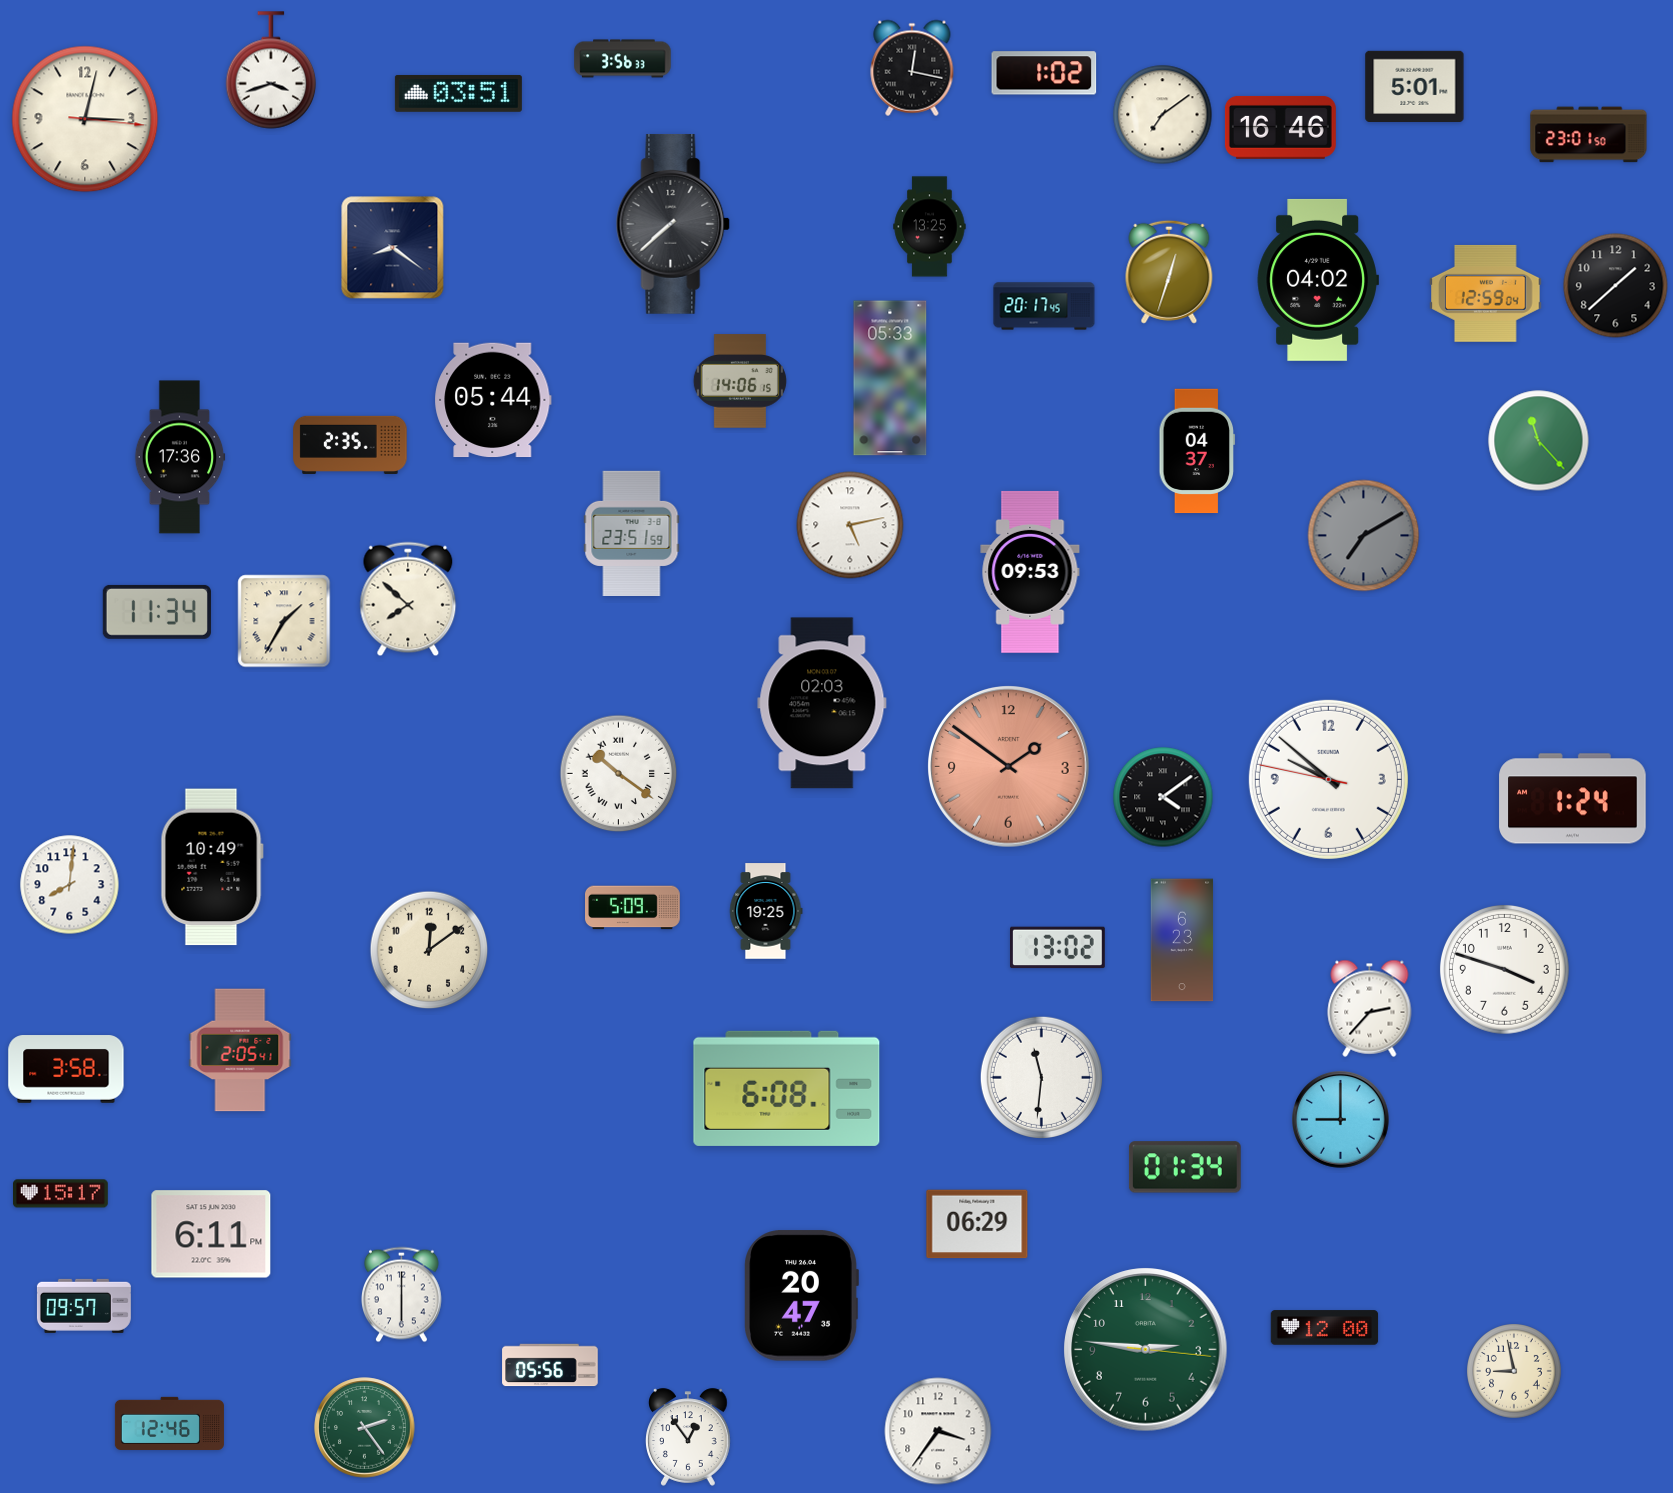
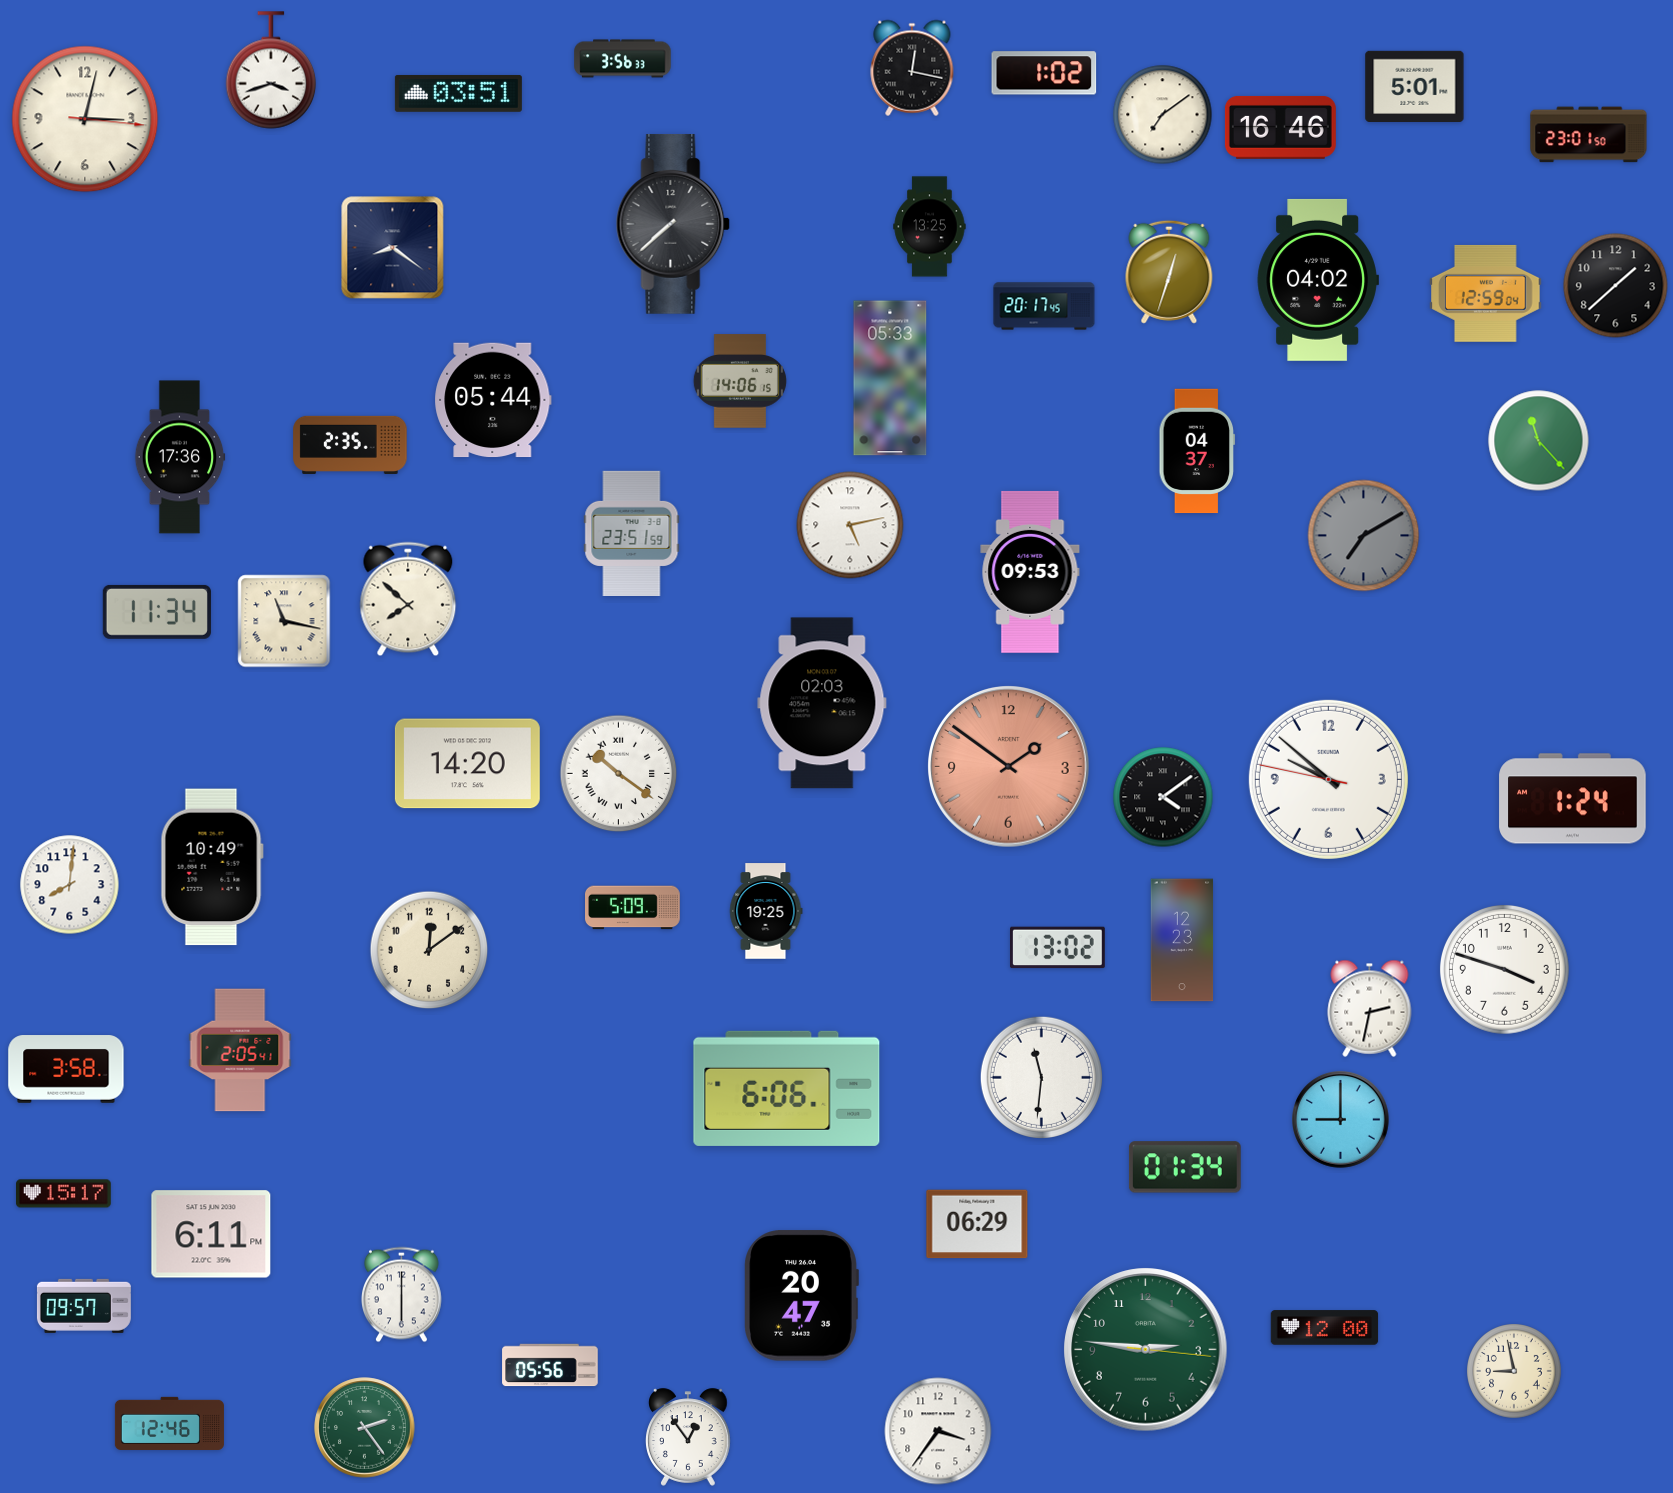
clock at (284, 621): 1:35 -> 11:17
clock at (467, 764): none -> 14:20
clock at (1182, 940): 6:23 -> 12:23
clock at (1370, 1008): 2:37 -> 2:32
clock at (787, 1088): 6:08 -> 6:06
clock at (61, 1194) position: (61, 1194) -> (64, 1194)
